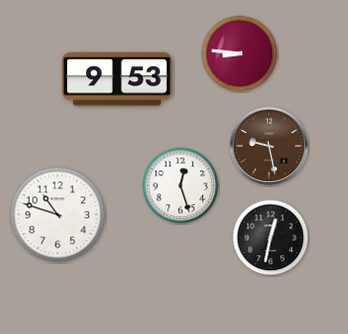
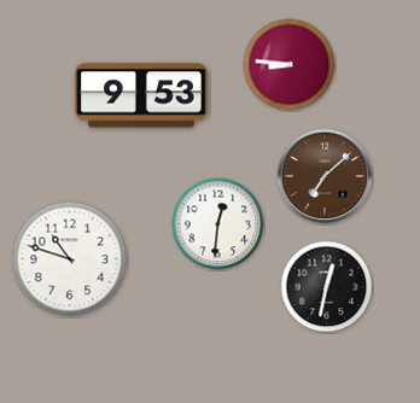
clock at (269, 146): 9:28 -> 7:08
clock at (181, 186): 12:27 -> 12:31
